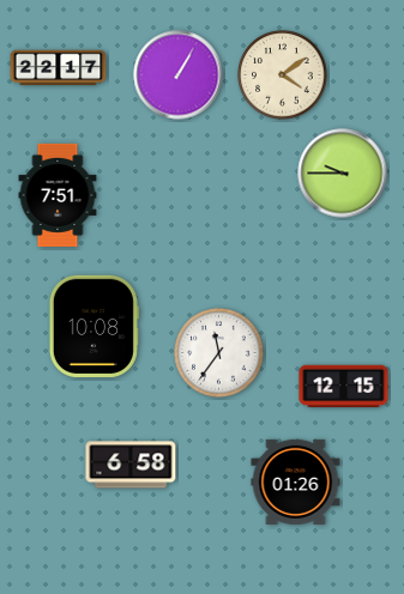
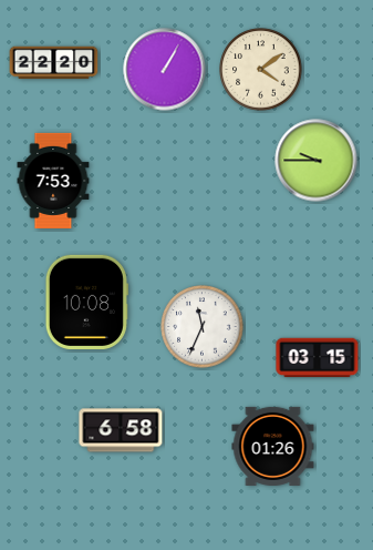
clock at (59, 68): 22:17 -> 22:20
clock at (58, 195): 7:51 -> 7:53
clock at (219, 353): 11:36 -> 11:34
clock at (344, 387): 12:15 -> 03:15
